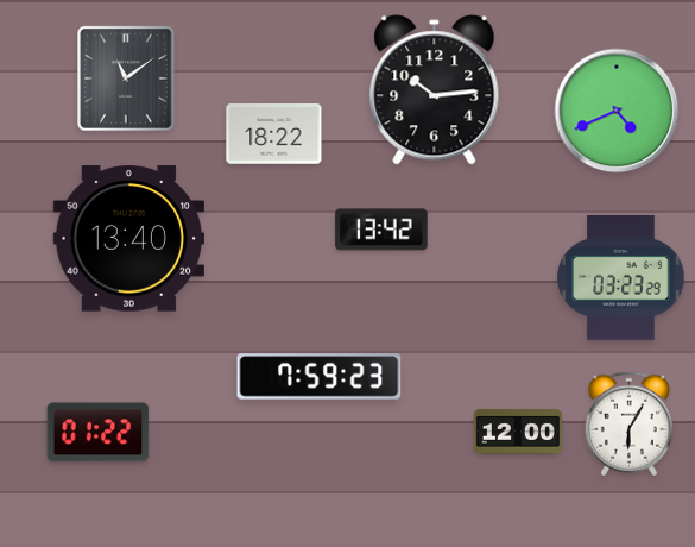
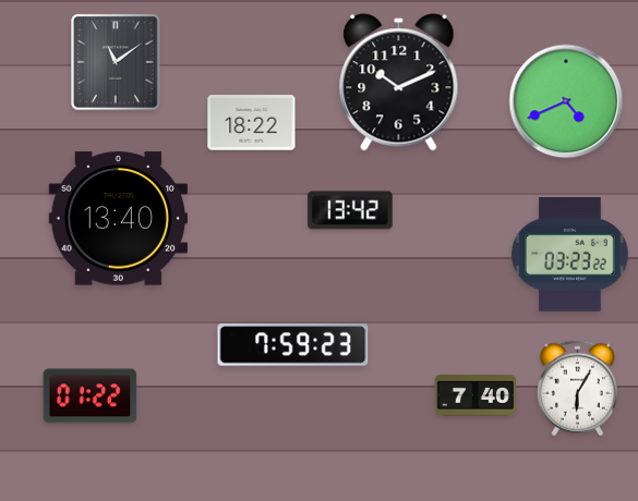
clock at (126, 78) position: (126, 78) -> (116, 62)
clock at (435, 90): 10:14 -> 10:11
clock at (621, 278): 03:23:29 -> 03:23:22
clock at (518, 432): 12:00 -> 7:40
